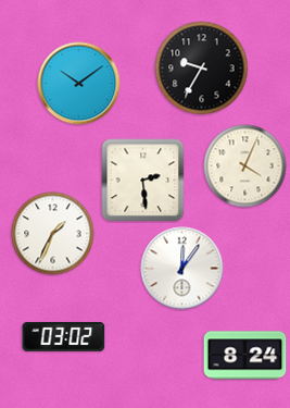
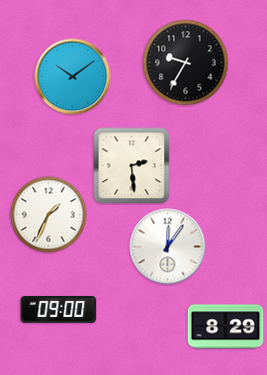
clock at (245, 166): 4:04 -> none
clock at (64, 336): 03:02 -> 09:00
clock at (245, 356): 8:24 -> 8:29
